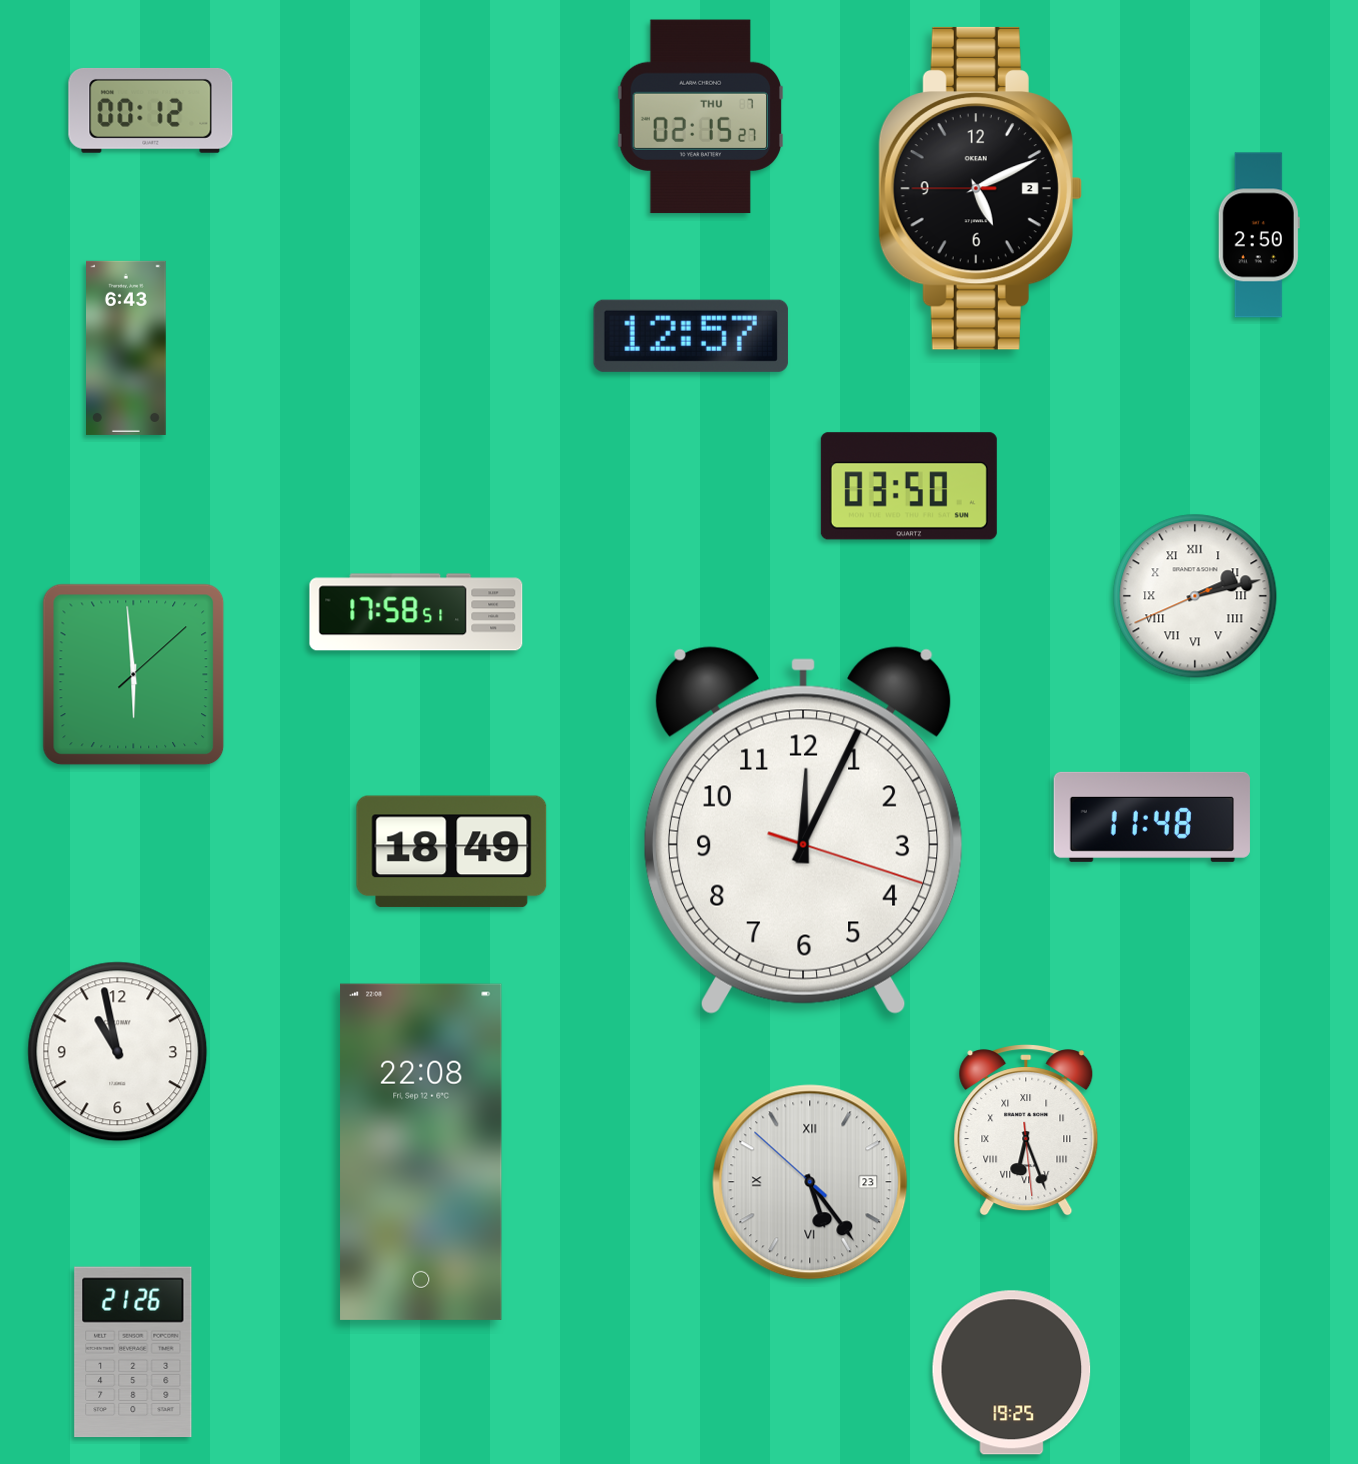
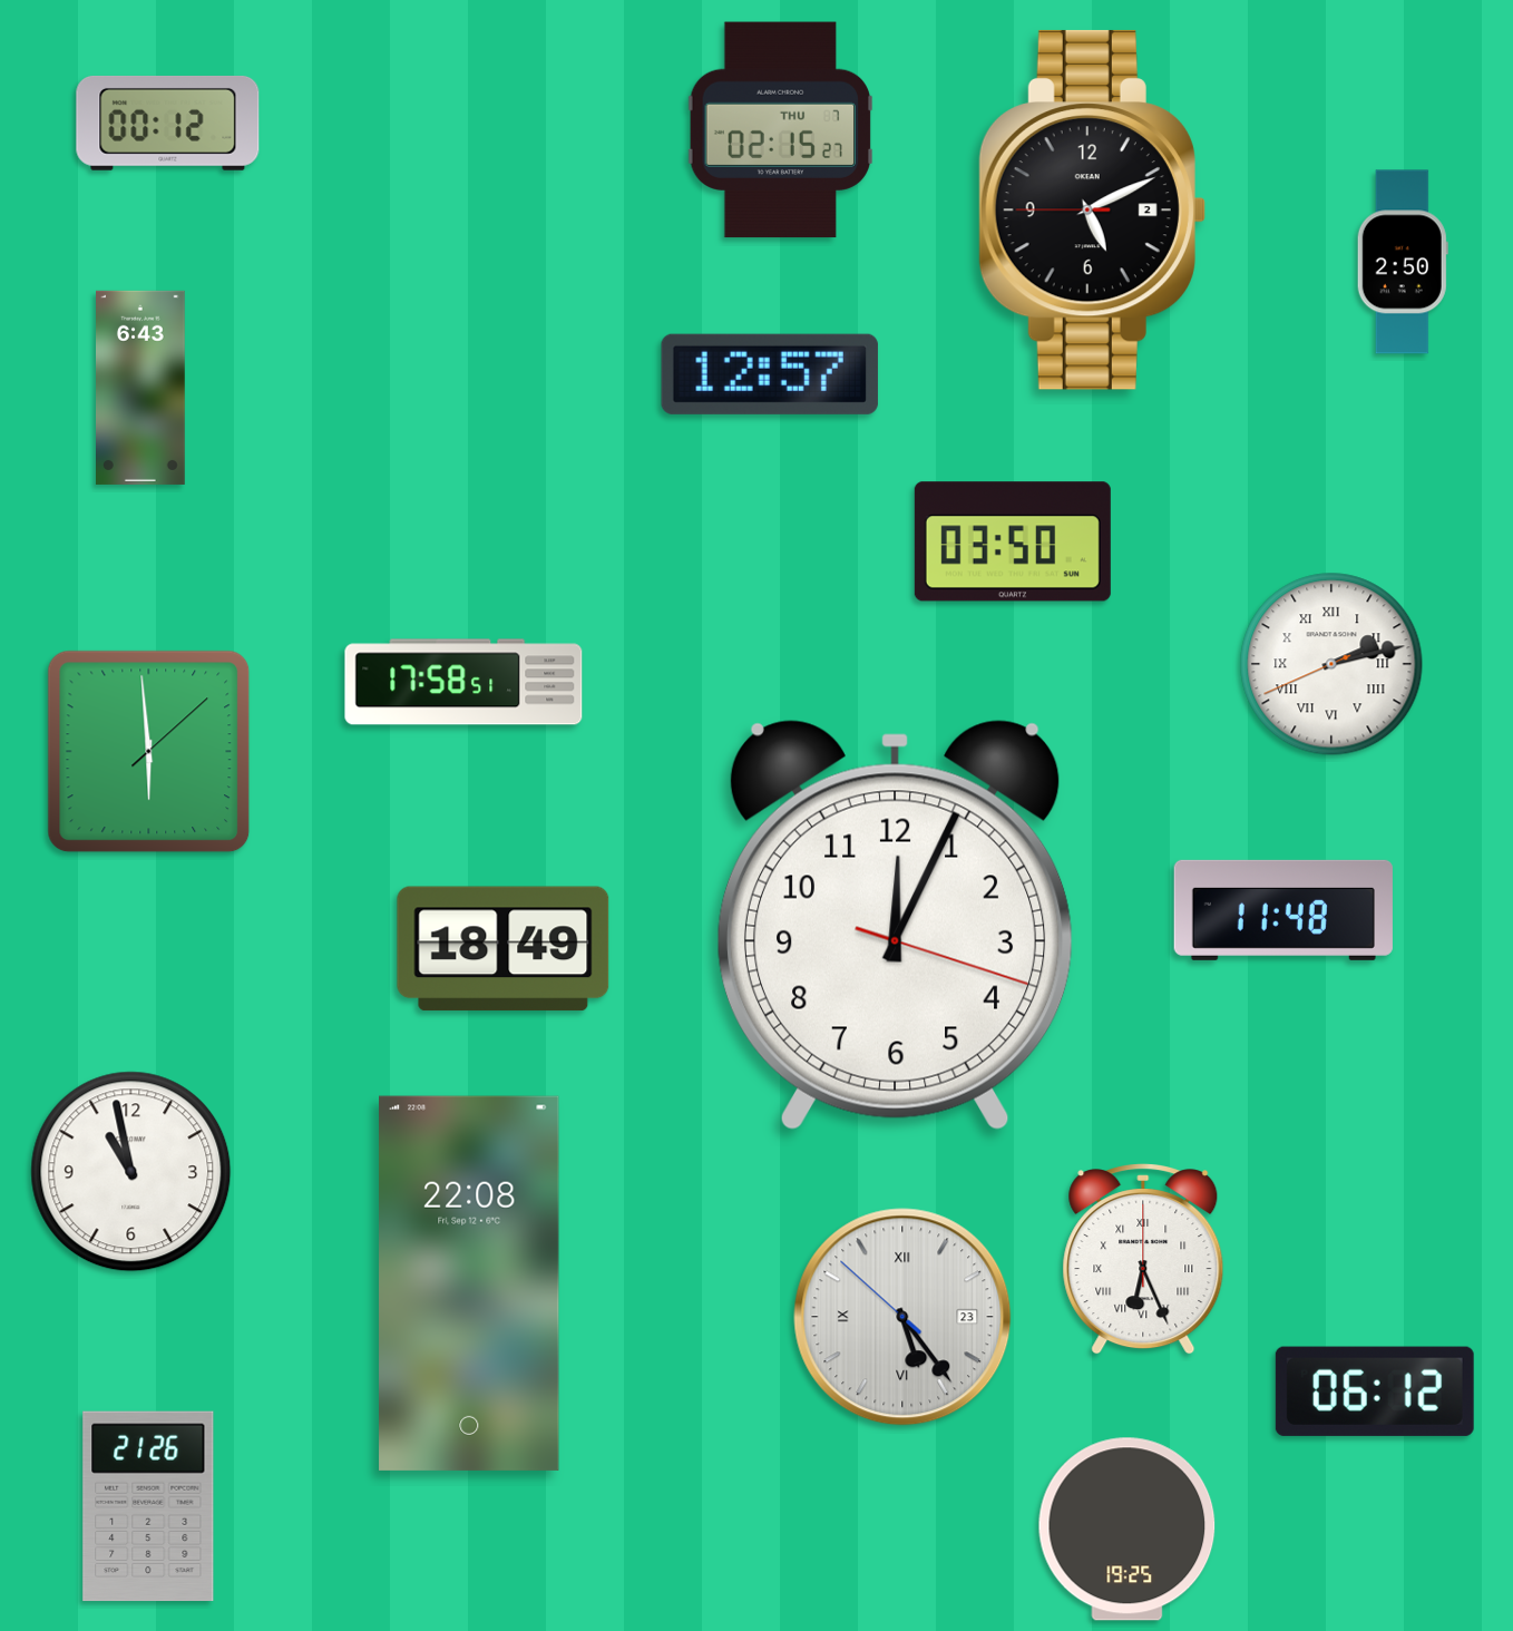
clock at (1026, 1131): 6:26:29 -> 6:26:00
clock at (1375, 1391): none -> 06:12
